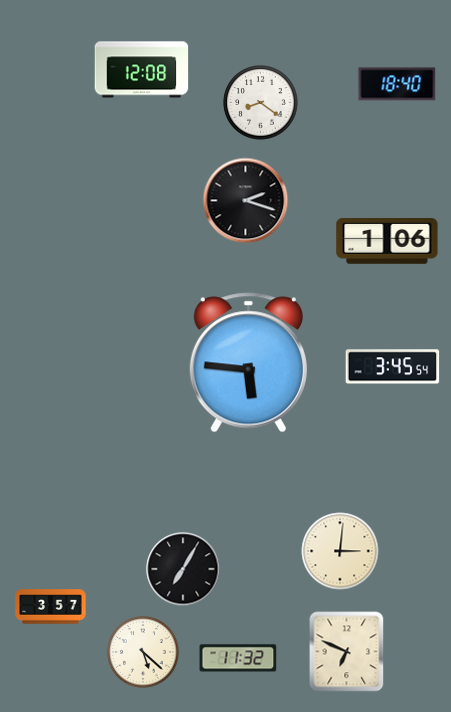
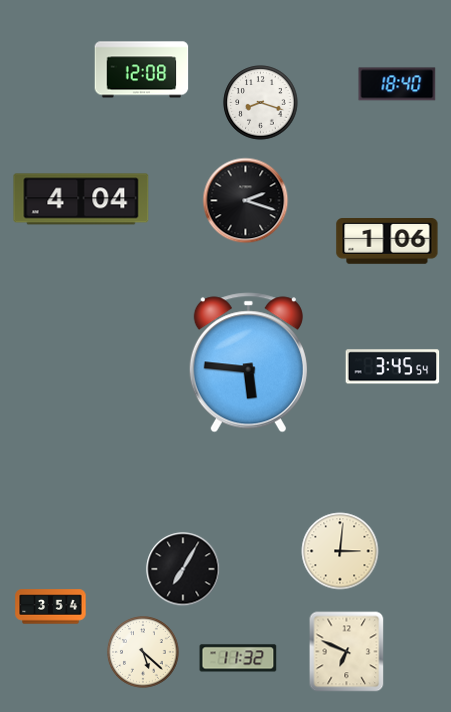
clock at (261, 103): 8:21 -> 8:18
clock at (81, 199): none -> 4:04
clock at (51, 607): 3:57 -> 3:54
